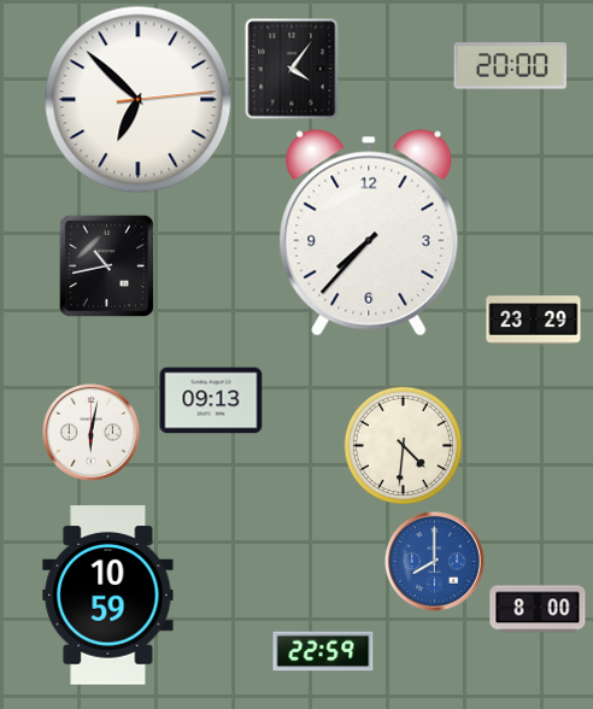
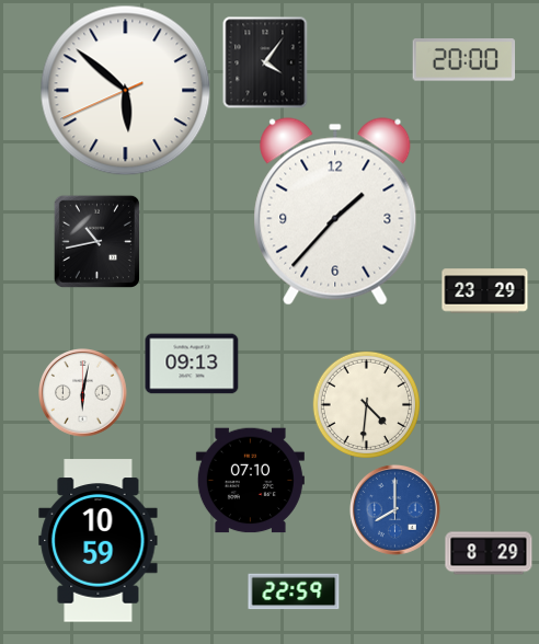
clock at (139, 100): 6:52 -> 5:51
clock at (369, 233): 7:37 -> 1:37
clock at (250, 481): none -> 07:10
clock at (538, 609): 8:00 -> 8:29
